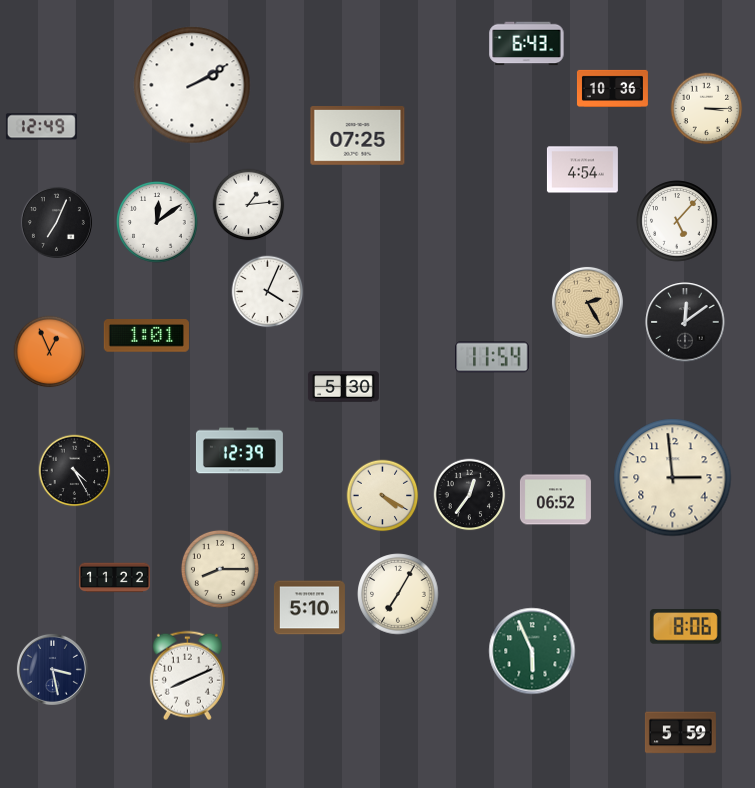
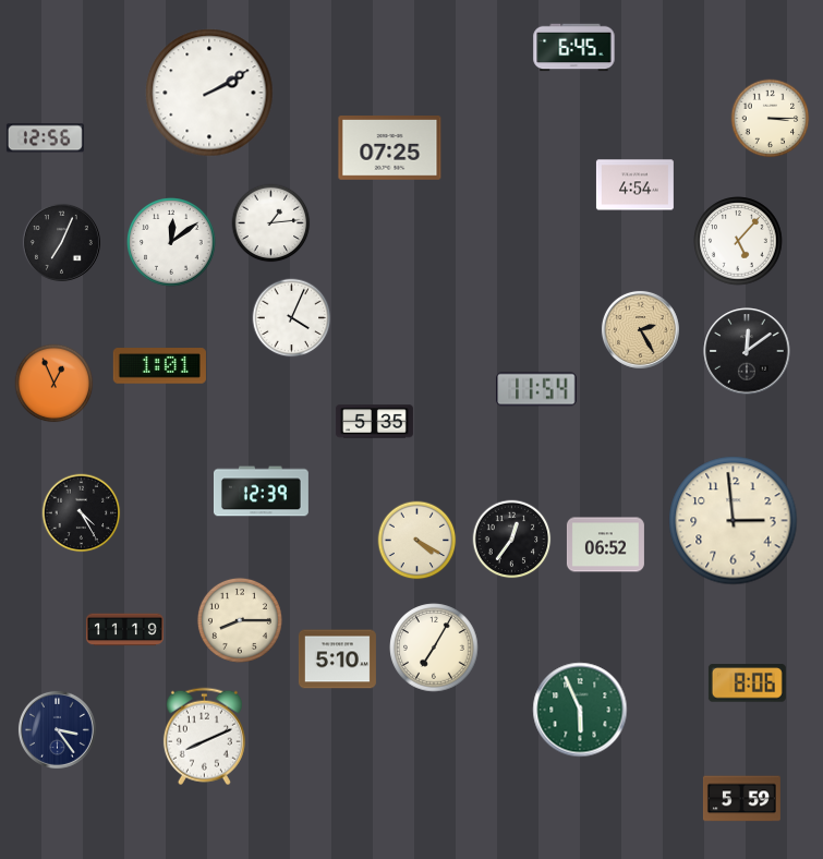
clock at (527, 44): 6:43 -> 6:45
clock at (612, 88): 10:36 -> none
clock at (41, 127): 12:49 -> 12:56
clock at (343, 387): 5:30 -> 5:35
clock at (114, 578): 11:22 -> 11:19
clock at (309, 608) position: (309, 608) -> (337, 660)
clock at (52, 669): 3:28 -> 3:24
